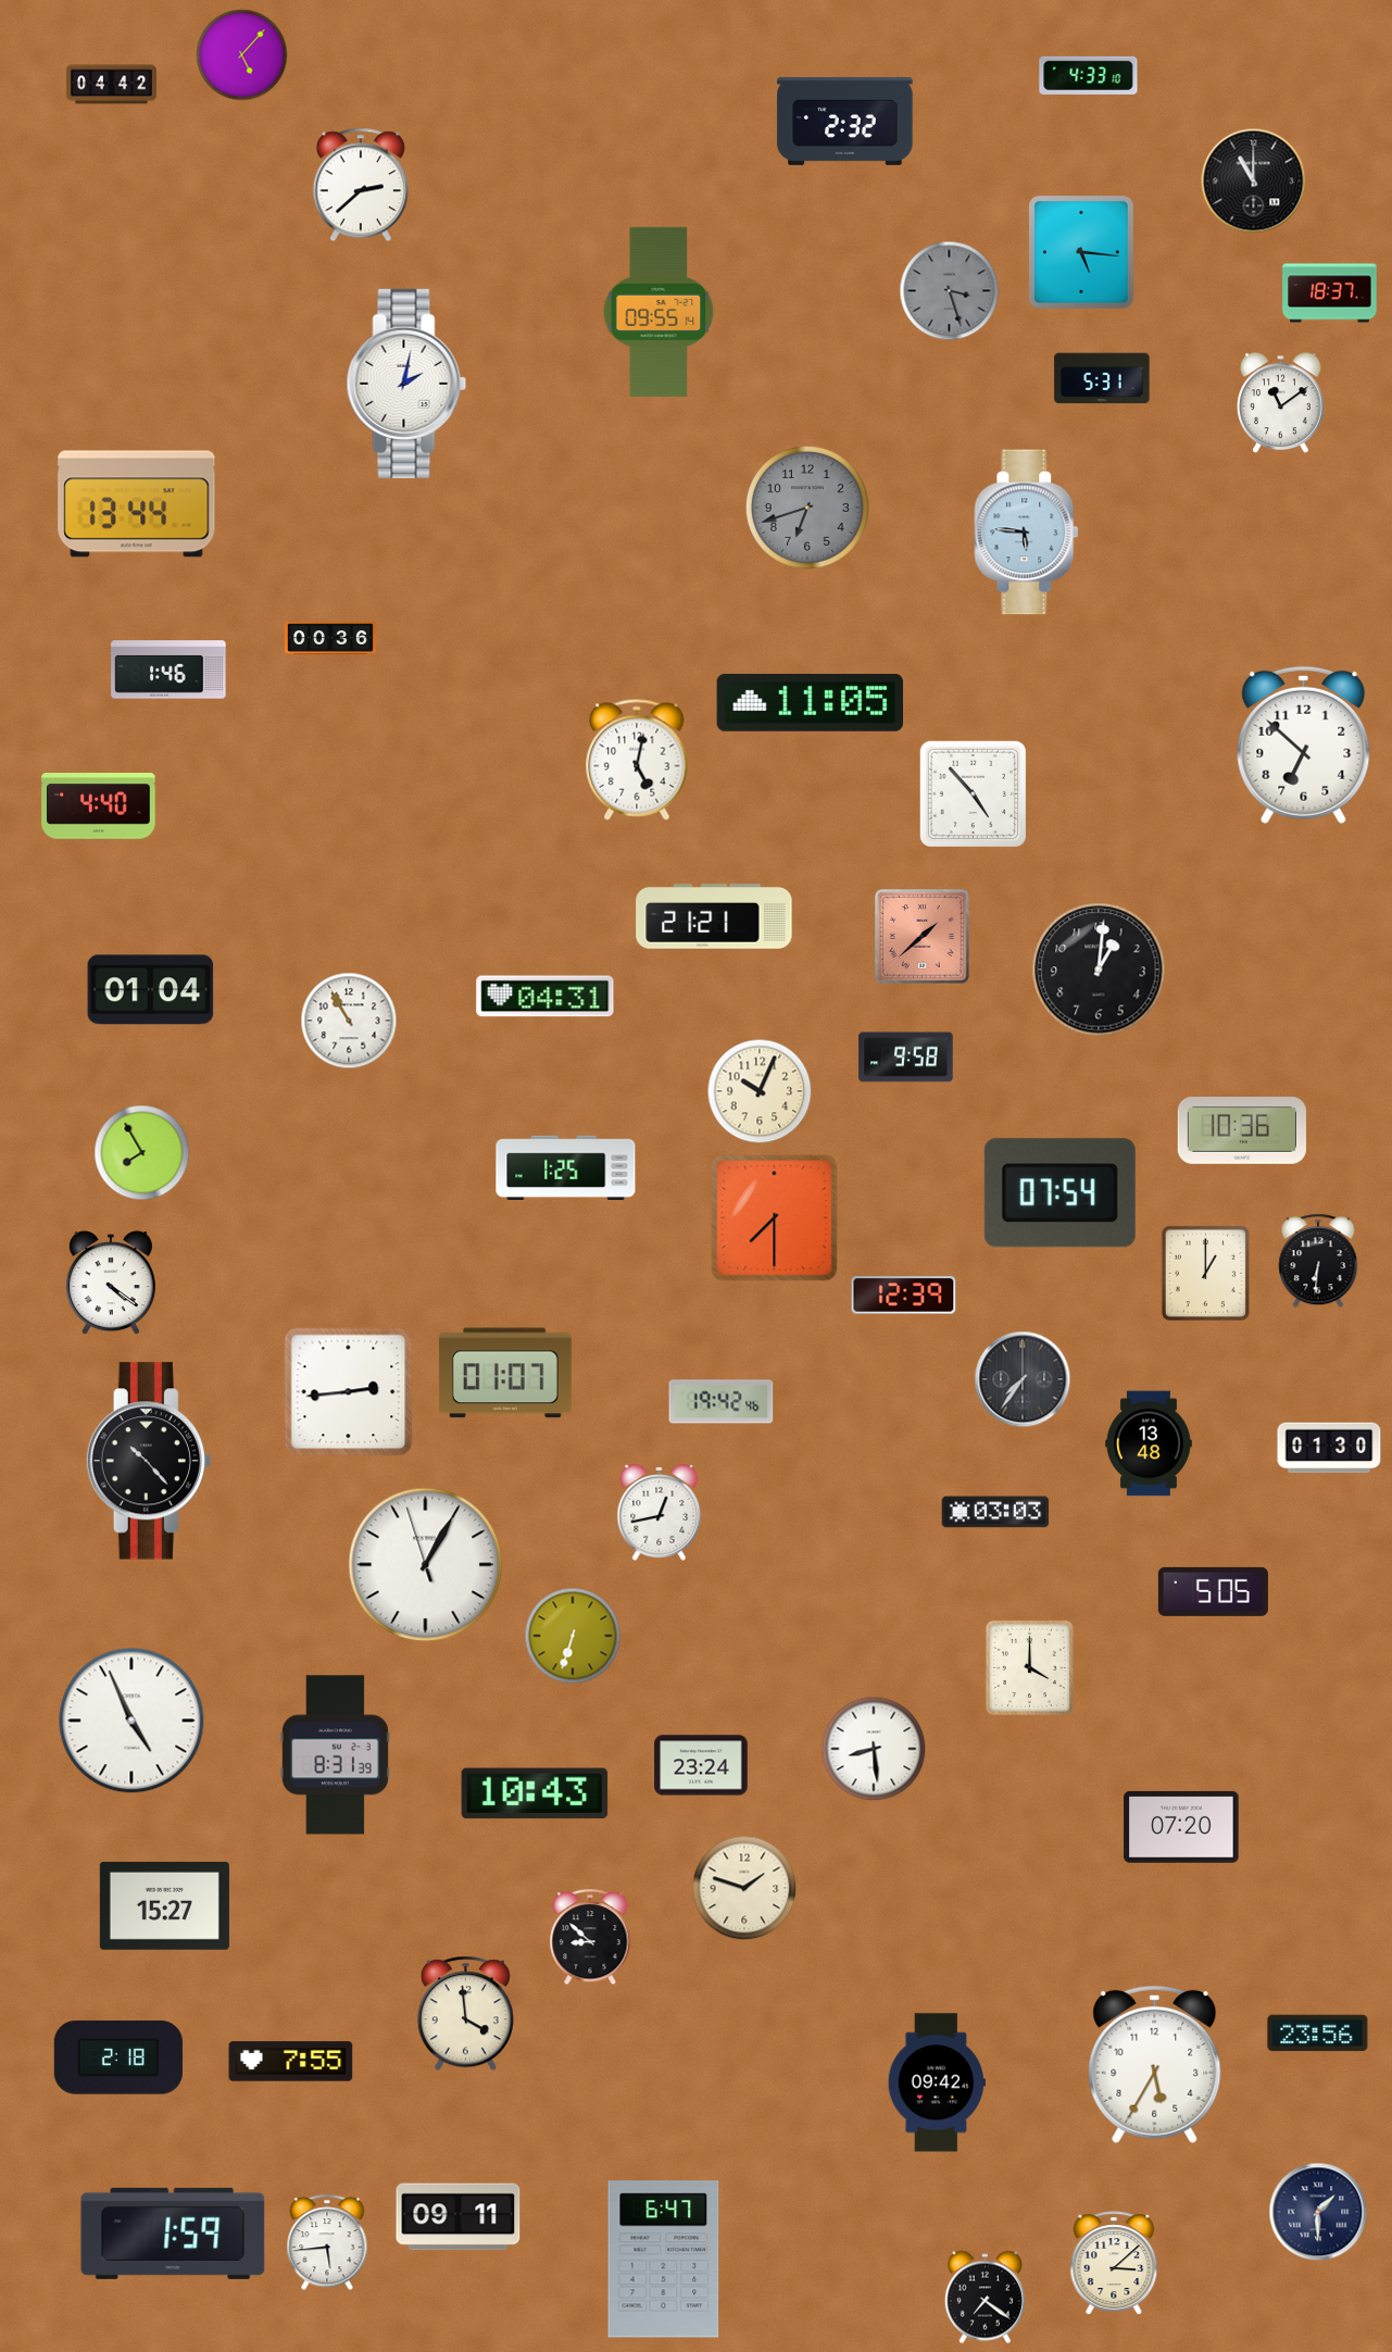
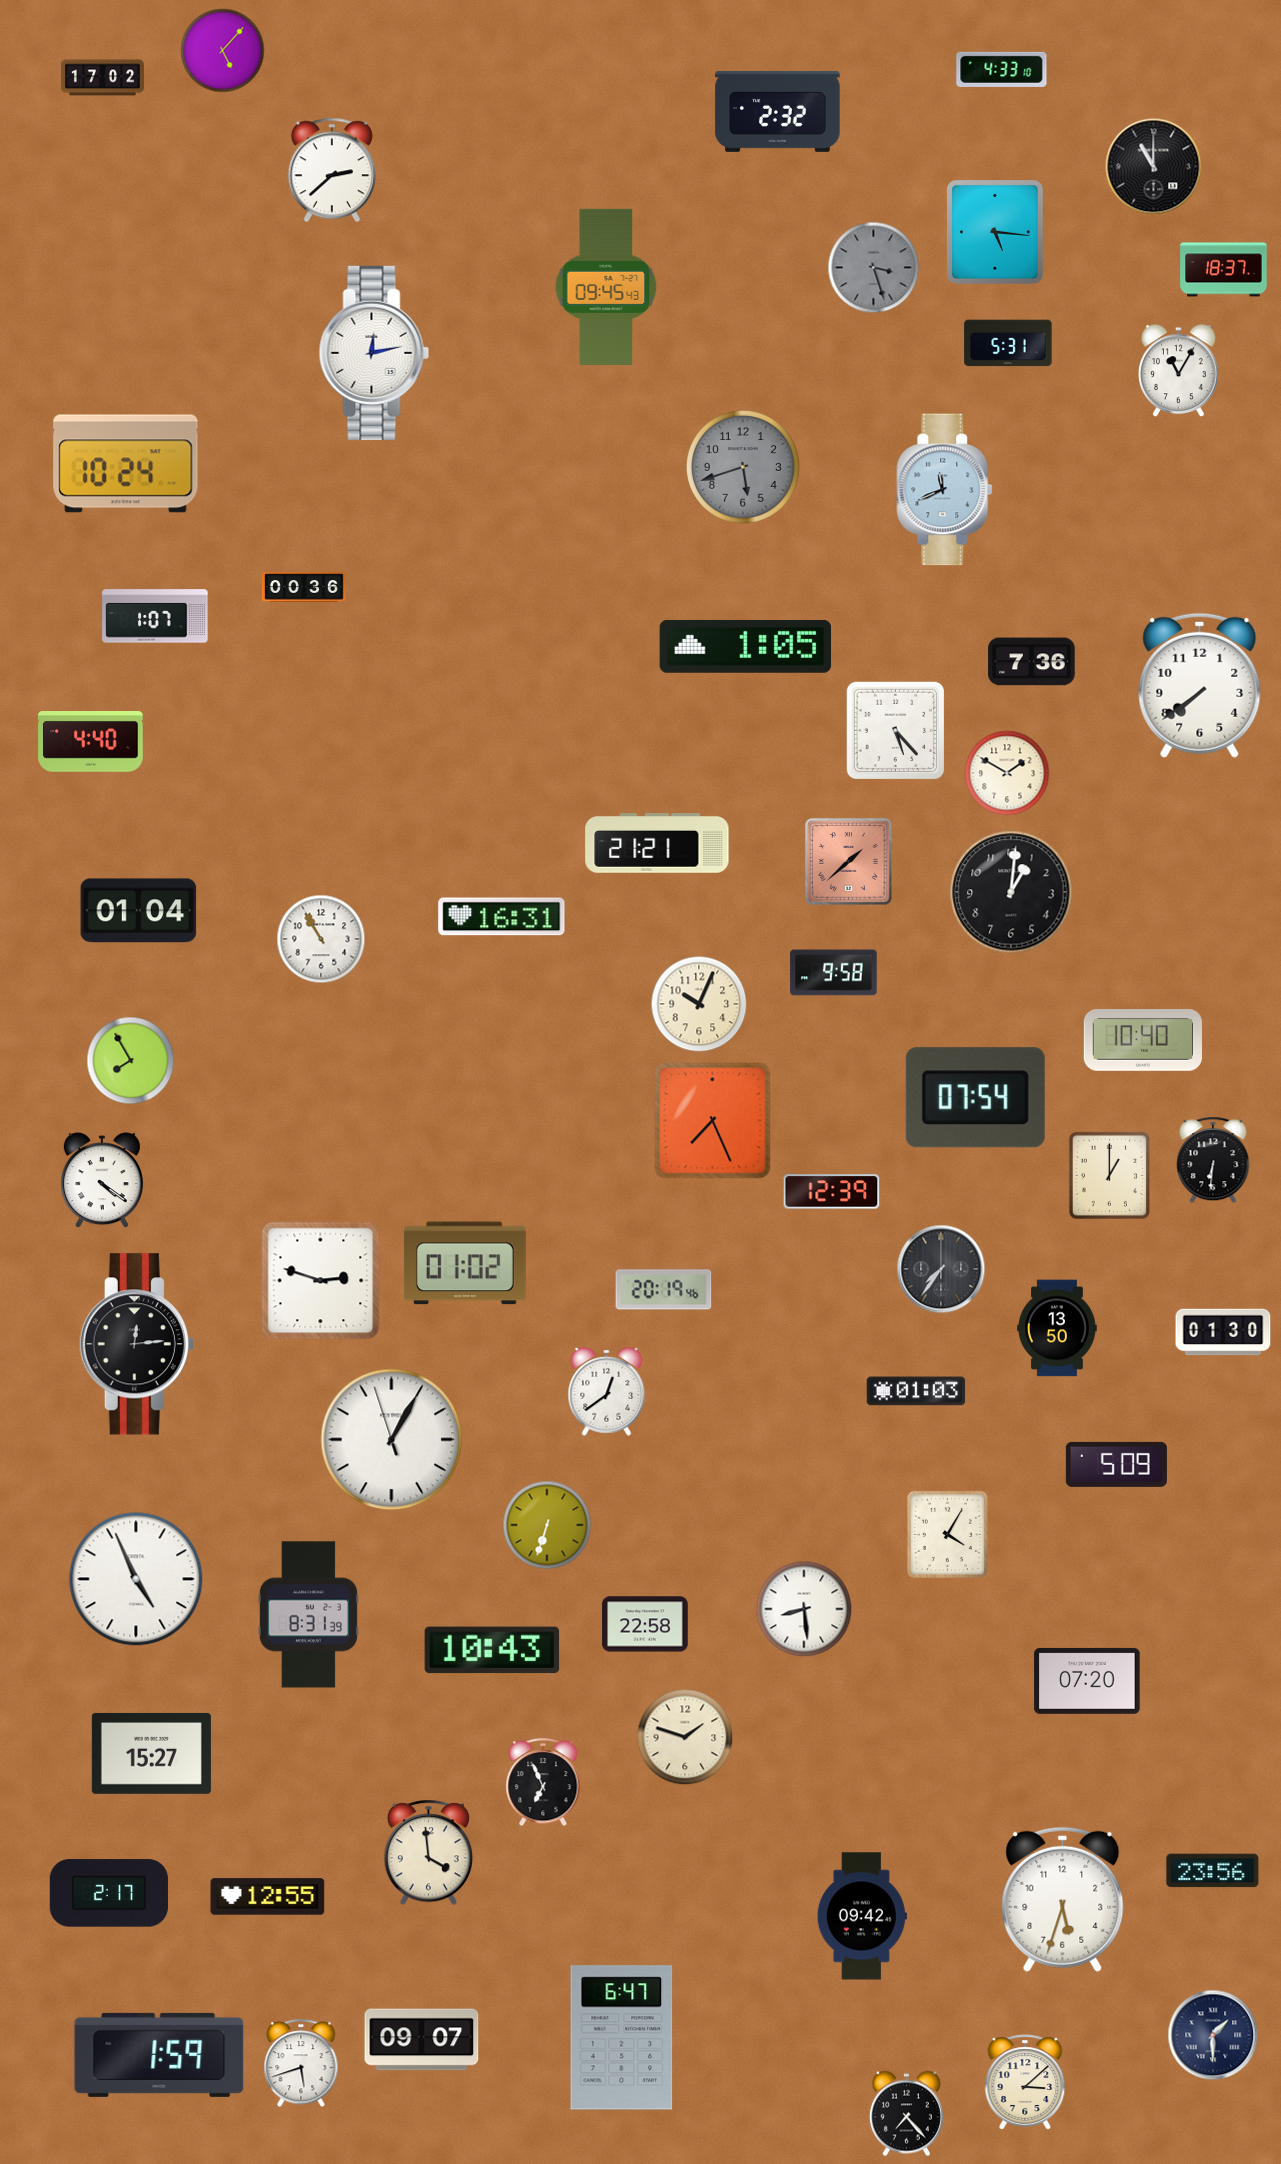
clock at (111, 85): 04:42 -> 17:02
clock at (659, 312): 09:55 -> 09:45
clock at (1102, 378) position: (1102, 378) -> (1008, 343)
clock at (406, 384): 2:02 -> 12:13
clock at (1281, 403): 11:09 -> 11:05
clock at (137, 504): 13:44 -> 10:24
clock at (807, 508): 6:42 -> 5:42
clock at (1027, 533): 5:46 -> 11:41
clock at (168, 670): 1:46 -> 1:07
clock at (811, 702): 11:05 -> 1:05
clock at (1032, 662): none -> 7:36
clock at (1304, 745): 6:52 -> 7:39
clock at (637, 760): 5:02 -> none
clock at (973, 793): 4:53 -> 5:23
clock at (1007, 773): none -> 1:50
clock at (545, 997): 04:31 -> 16:31
clock at (1242, 1131): 10:36 -> 10:40
clock at (566, 1168): 1:25 -> none
clock at (775, 1218): 7:30 -> 7:26
clock at (1205, 1273) position: (1205, 1273) -> (1109, 1175)
clock at (505, 1373): 01:07 -> 01:02
clock at (349, 1392): 2:44 -> 2:48
clock at (722, 1402): 19:42 -> 20:19
clock at (1149, 1443): 13:48 -> 13:50
clock at (149, 1461): 10:23 -> 12:14
clock at (660, 1512): 12:43 -> 12:39
clock at (995, 1512): 03:03 -> 01:03
clock at (1213, 1591): 5:05 -> 5:09
clock at (573, 1636) position: (573, 1636) -> (547, 1525)
clock at (1029, 1667): 4:00 -> 4:05
clock at (131, 1721) position: (131, 1721) -> (136, 1579)
clock at (701, 1765): 23:24 -> 22:58
clock at (590, 1938): 8:52 -> 6:56
clock at (118, 2057): 2:18 -> 2:17
clock at (291, 2062): 7:55 -> 12:55
clock at (1155, 2064): 5:35 -> 5:33
clock at (459, 2217): 09:11 -> 09:07
clock at (327, 2243): 5:44 -> 5:42
clock at (664, 2260) position: (664, 2260) -> (622, 2038)
clock at (985, 2298): 7:21 -> 7:23
